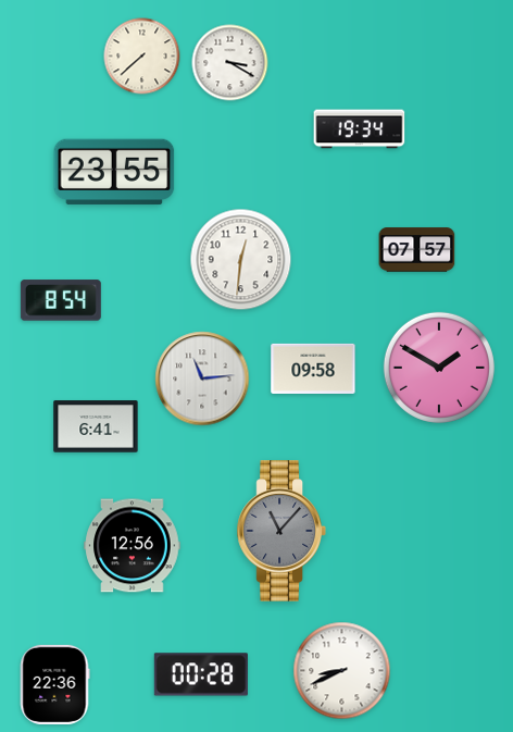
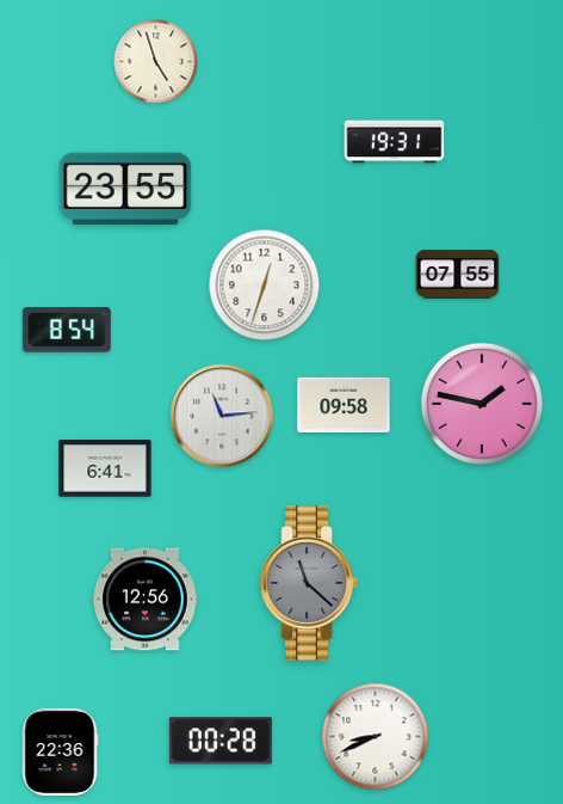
clock at (142, 57): 7:38 -> 4:57
clock at (230, 63): 3:20 -> none
clock at (360, 129): 19:34 -> 19:31
clock at (417, 250): 07:57 -> 07:55
clock at (241, 260): 12:31 -> 12:33
clock at (439, 368): 1:50 -> 1:47
clock at (281, 531): 11:07 -> 11:22
